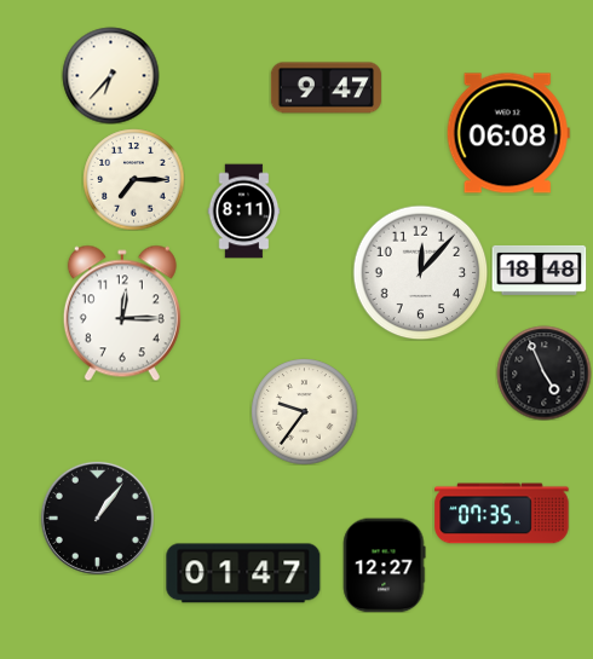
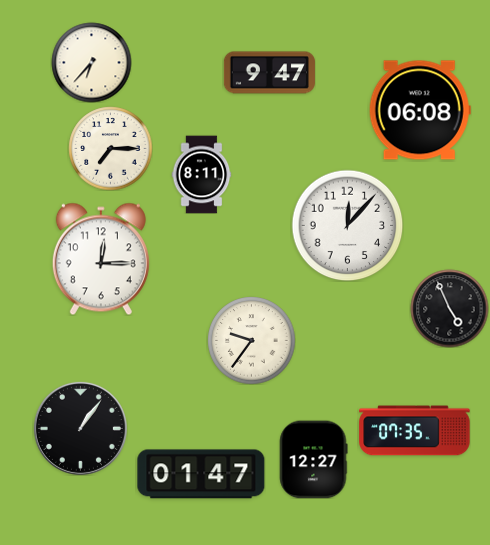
clock at (539, 270): 18:48 -> none
clock at (502, 514) position: (502, 514) -> (415, 431)
clock at (384, 565) position: (384, 565) -> (313, 459)
